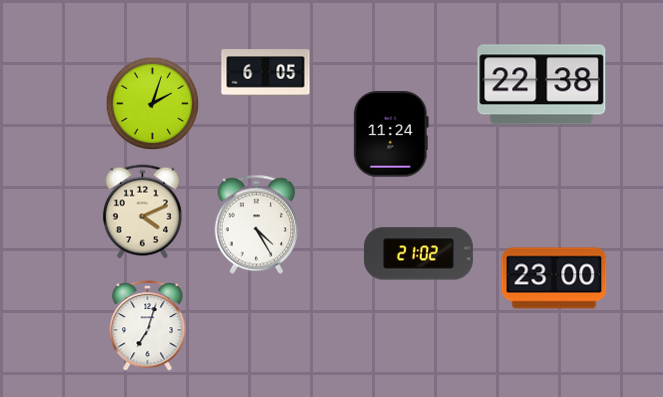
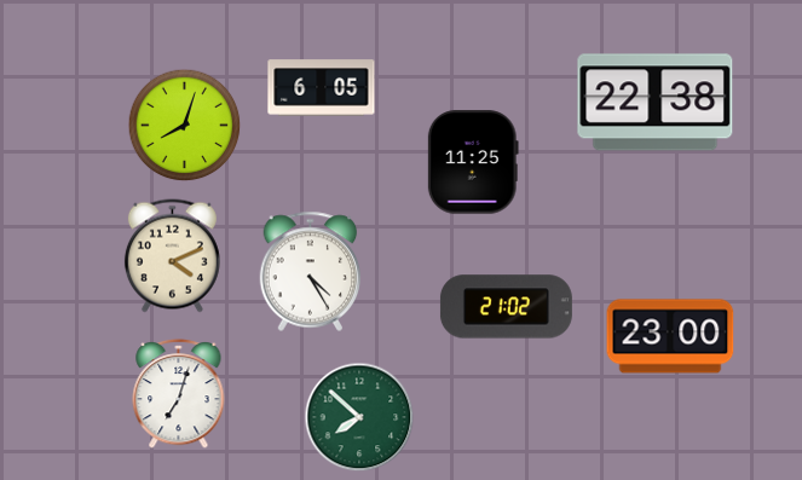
clock at (153, 104): 2:03 -> 8:03
clock at (391, 134): 11:24 -> 11:25
clock at (359, 417): none -> 7:52
